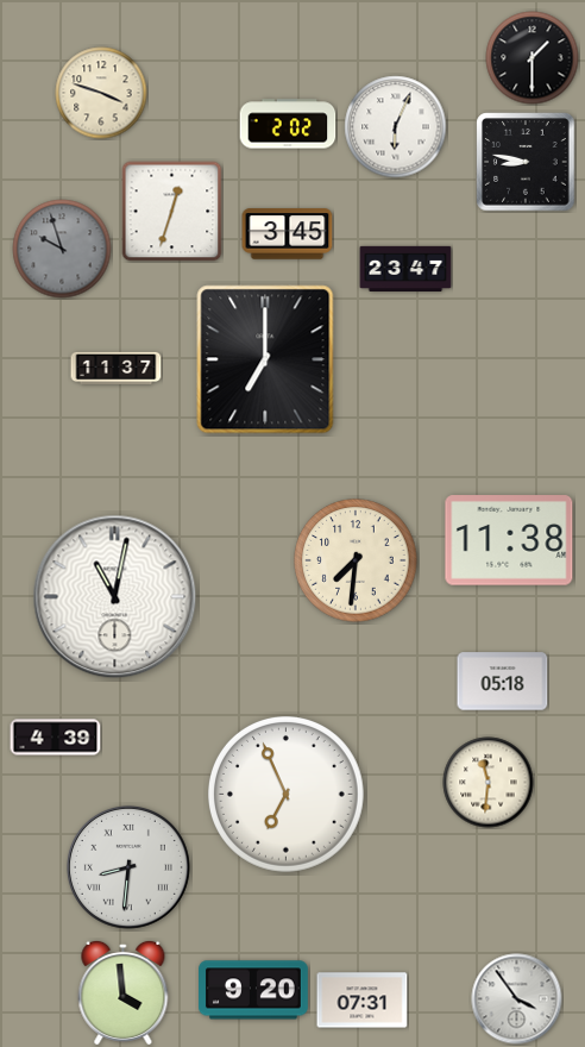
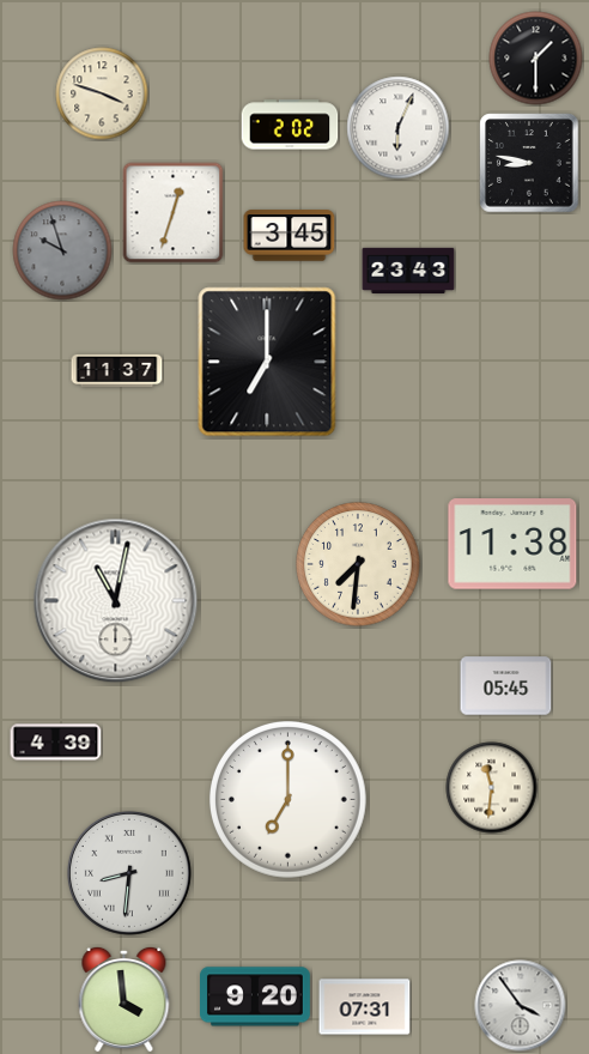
clock at (405, 268): 23:47 -> 23:43
clock at (503, 682): 05:18 -> 05:45
clock at (285, 794): 6:56 -> 7:00
